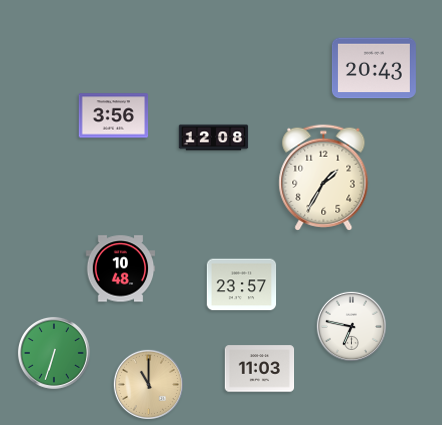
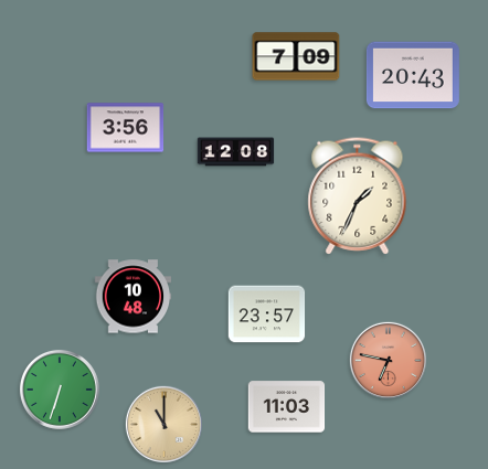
clock at (296, 56): none -> 7:09
clock at (324, 178): 1:35 -> 1:34
clock at (351, 326) dial: white -> salmon
